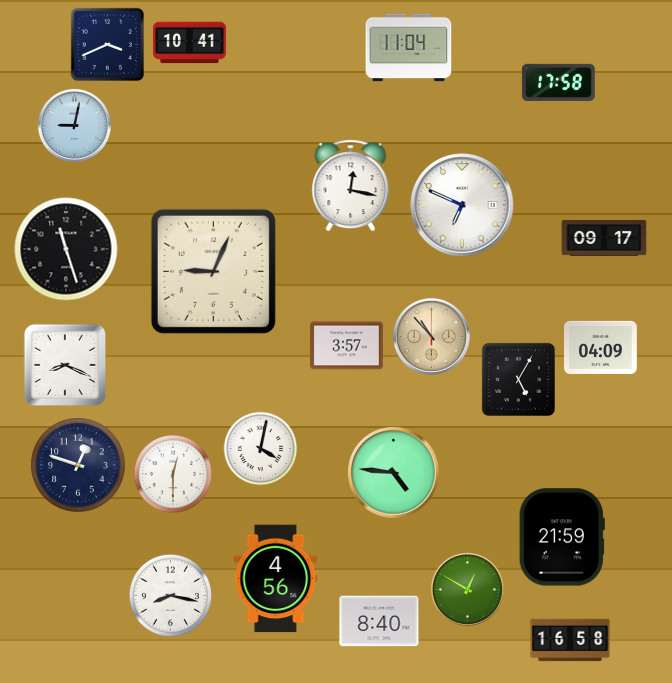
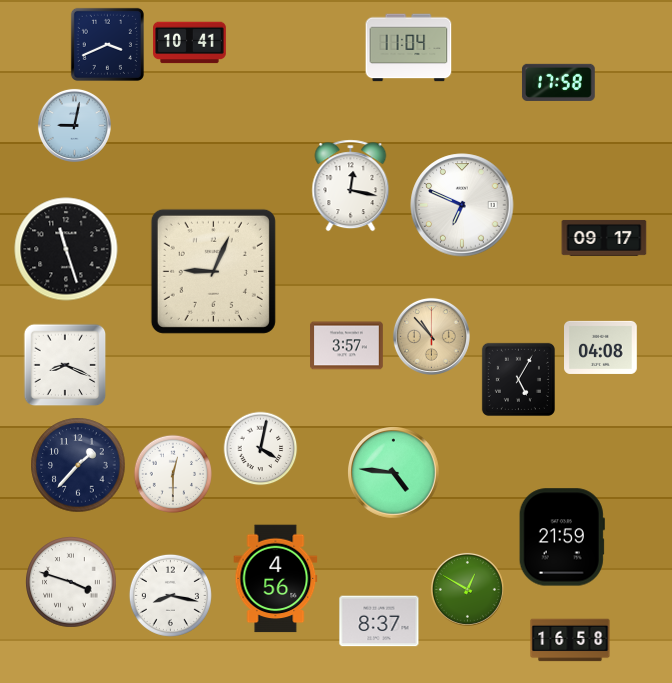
clock at (601, 347): 04:09 -> 04:08
clock at (78, 465): 12:48 -> 1:37
clock at (71, 582): none -> 3:48
clock at (379, 621): 8:40 -> 8:37
